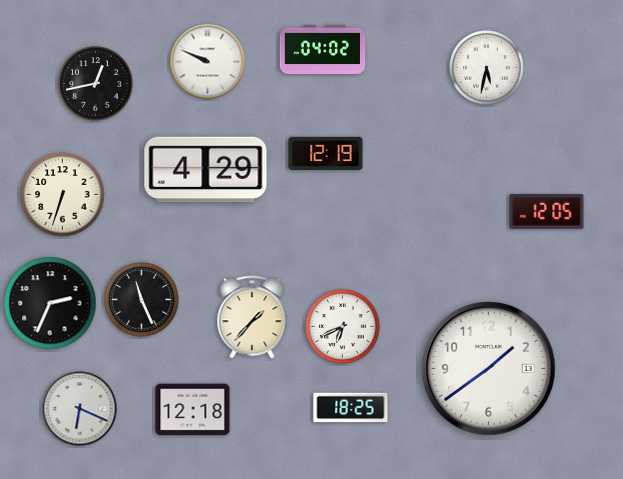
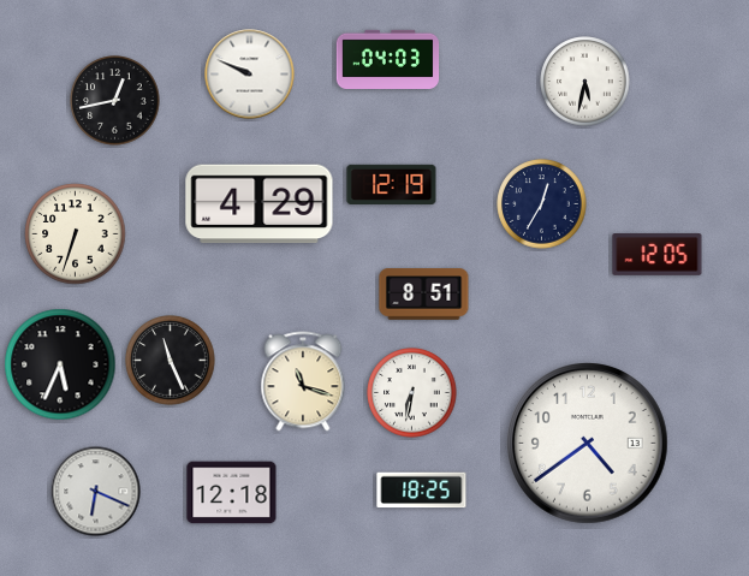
clock at (323, 49): 04:02 -> 04:03
clock at (206, 170) position: (206, 170) -> (260, 204)
clock at (542, 204): none -> 12:35
clock at (424, 295): none -> 8:51
clock at (50, 303): 2:34 -> 5:34
clock at (252, 317): 1:37 -> 11:18
clock at (343, 327): 6:41 -> 6:32
clock at (489, 369): 1:39 -> 4:39
